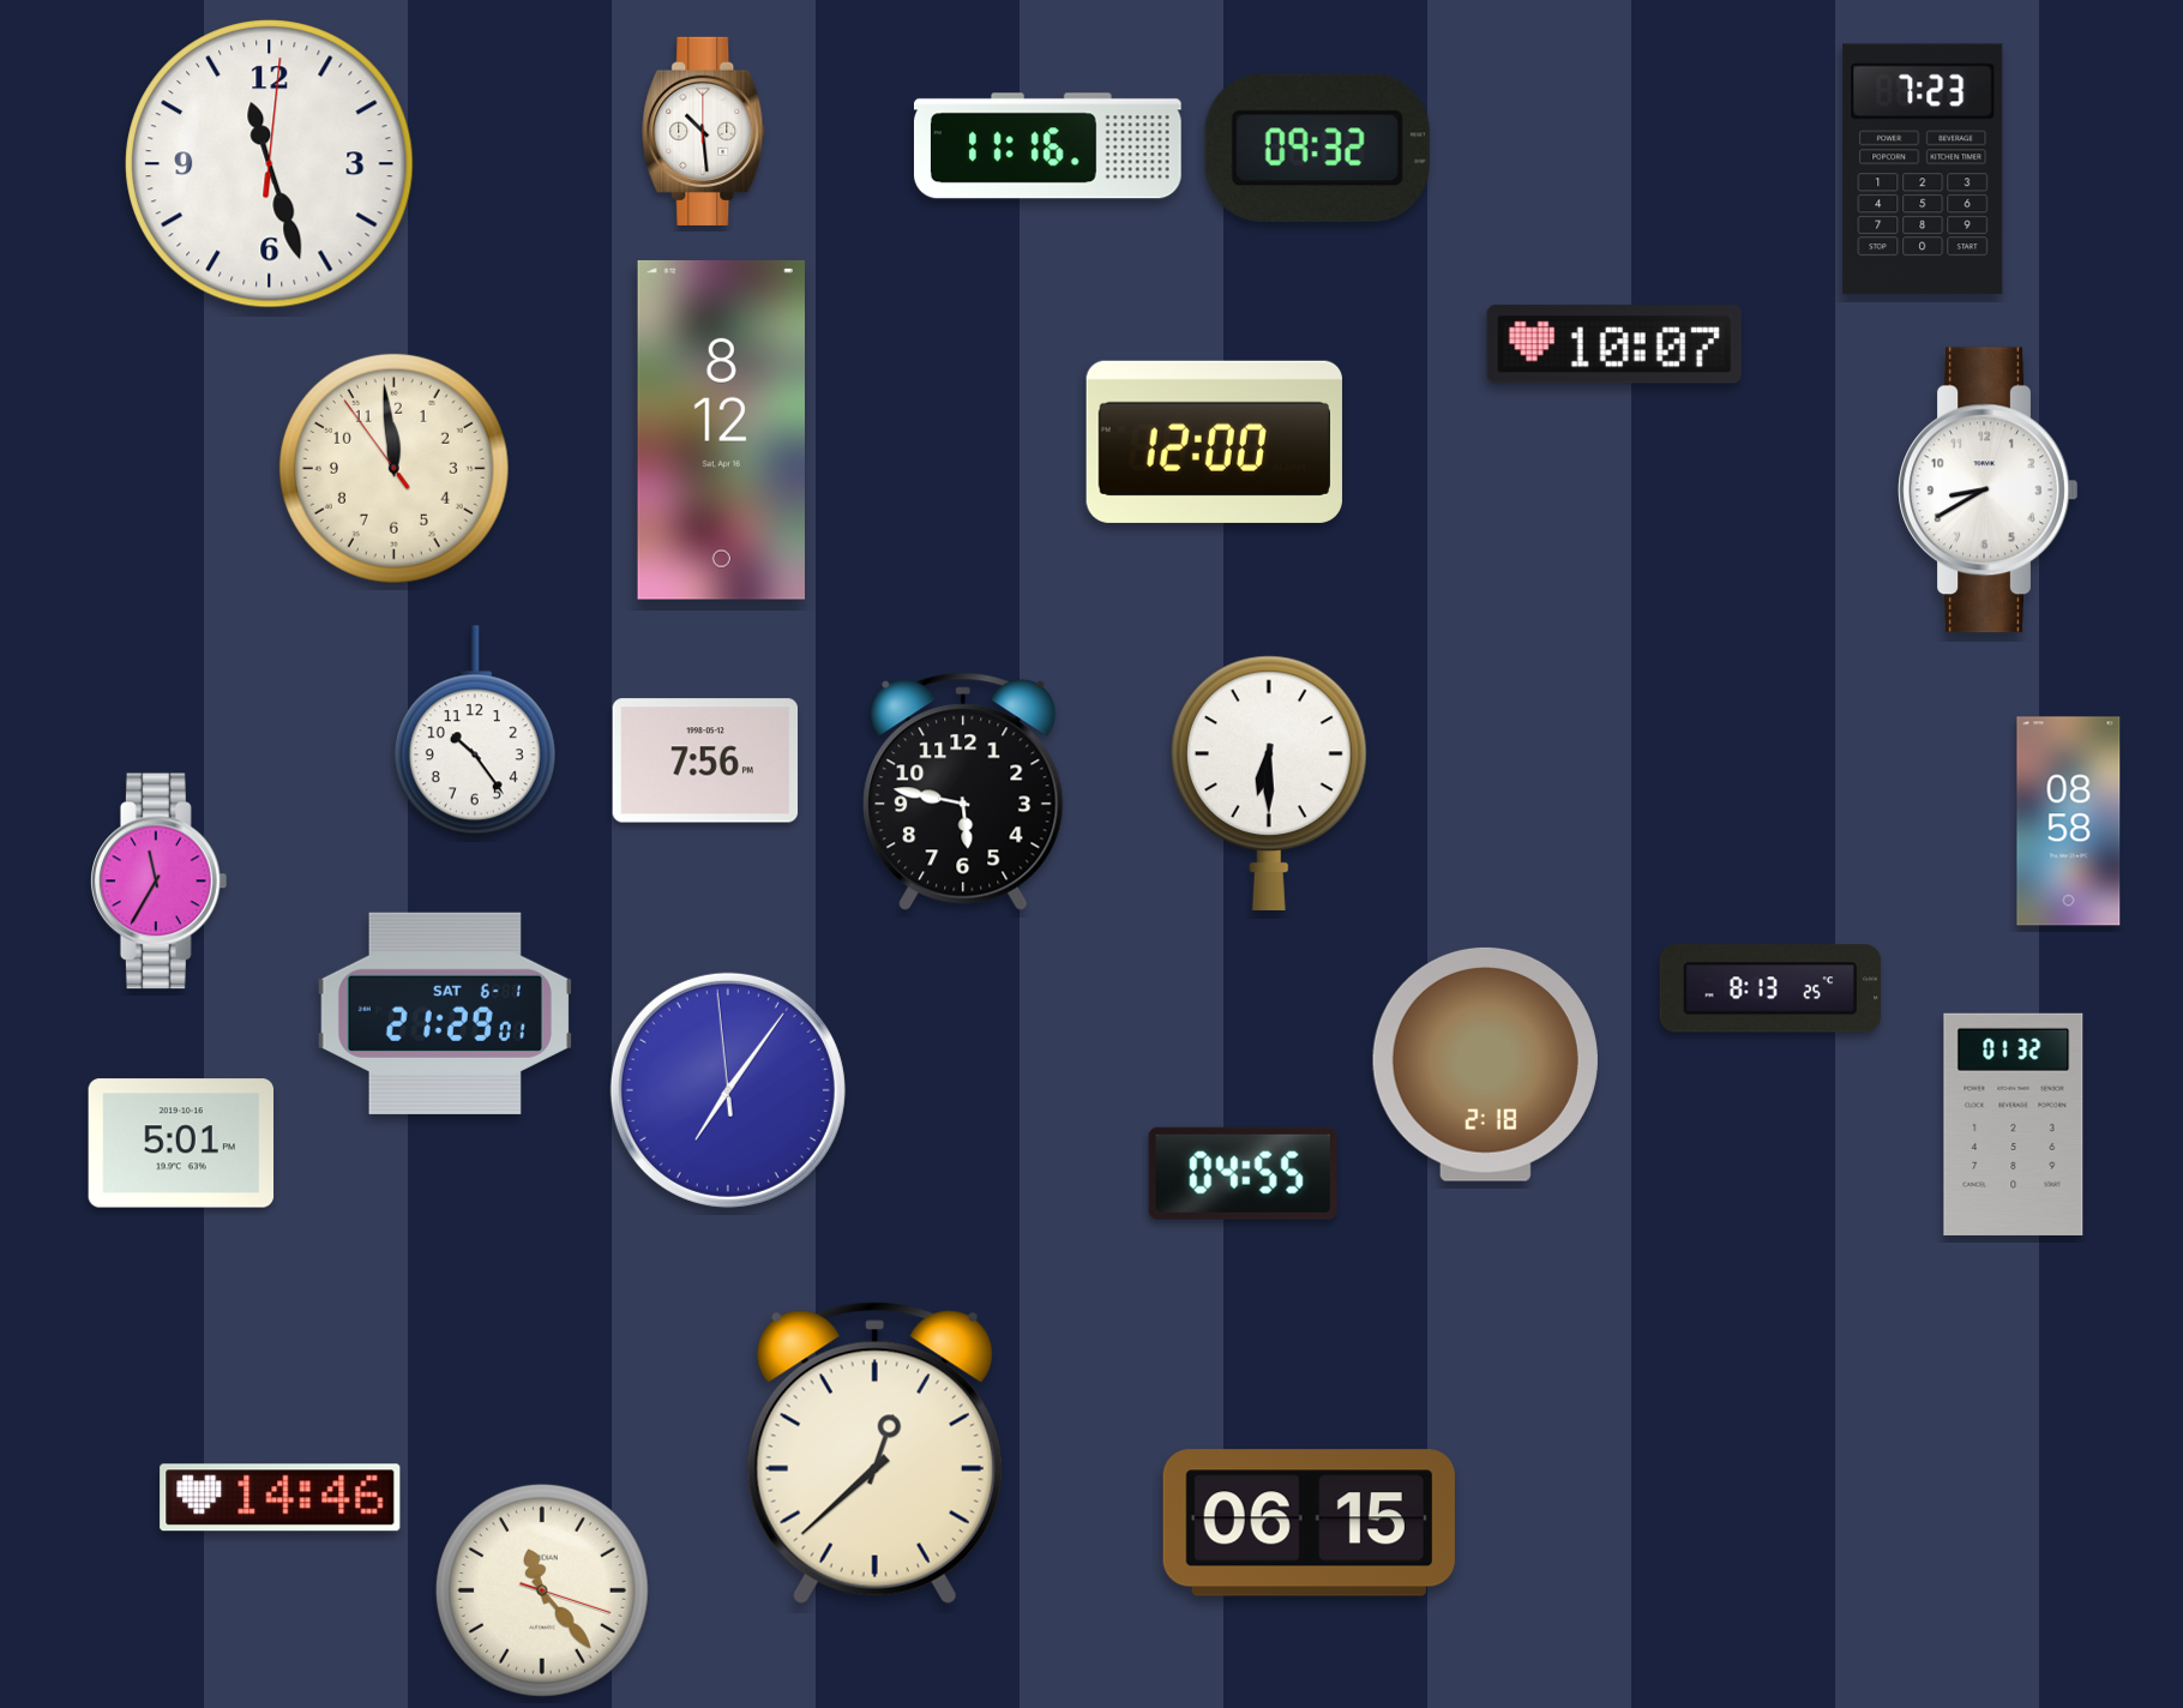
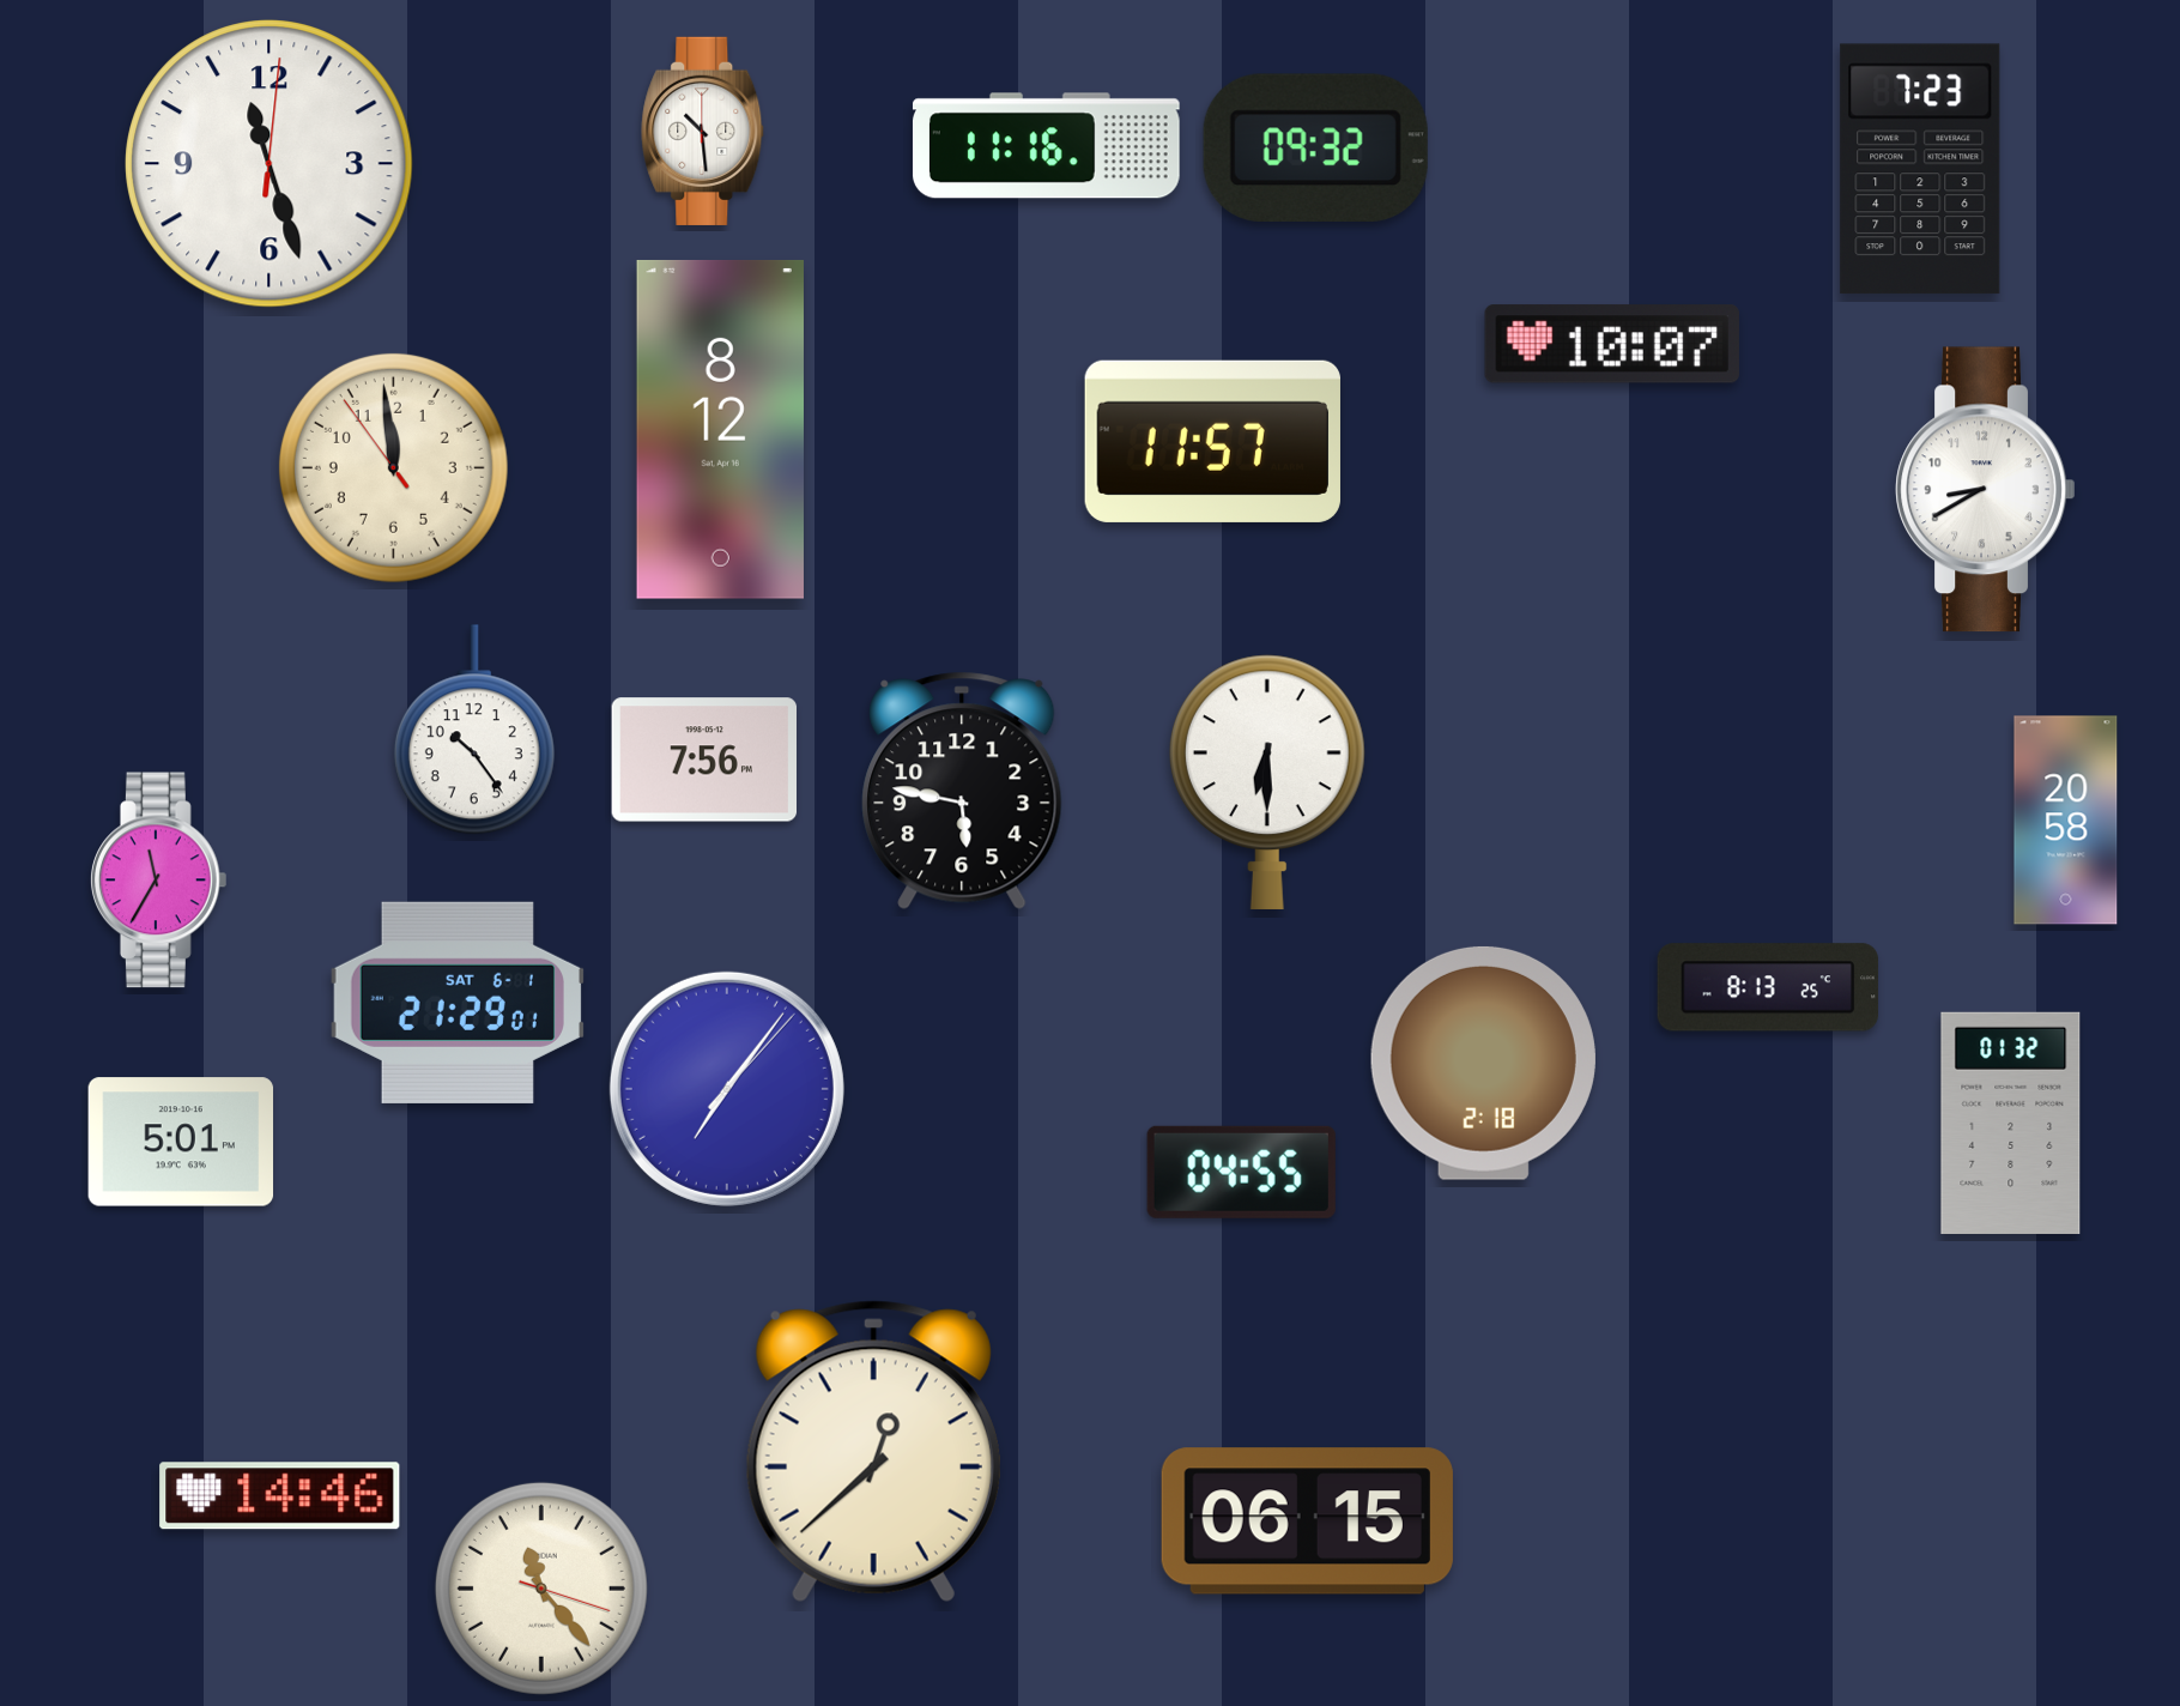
clock at (1214, 441): 12:00 -> 11:57
clock at (2069, 822): 08:58 -> 20:58
clock at (444, 1014) position: (444, 1014) -> (456, 1003)
clock at (728, 1090): 7:05 -> 7:06
